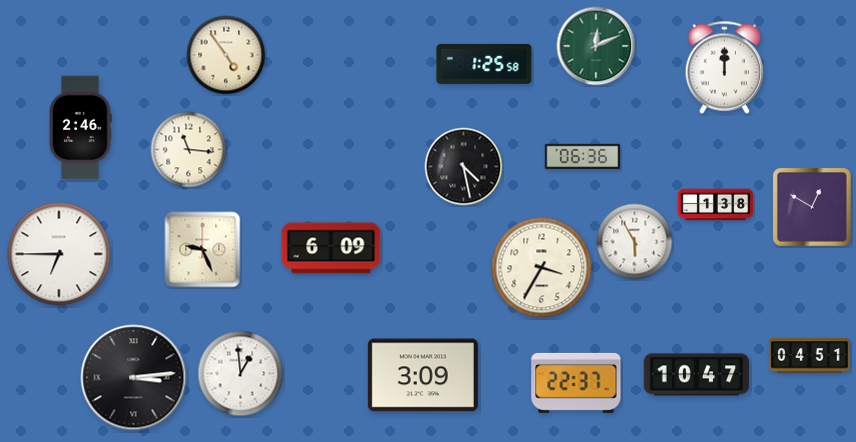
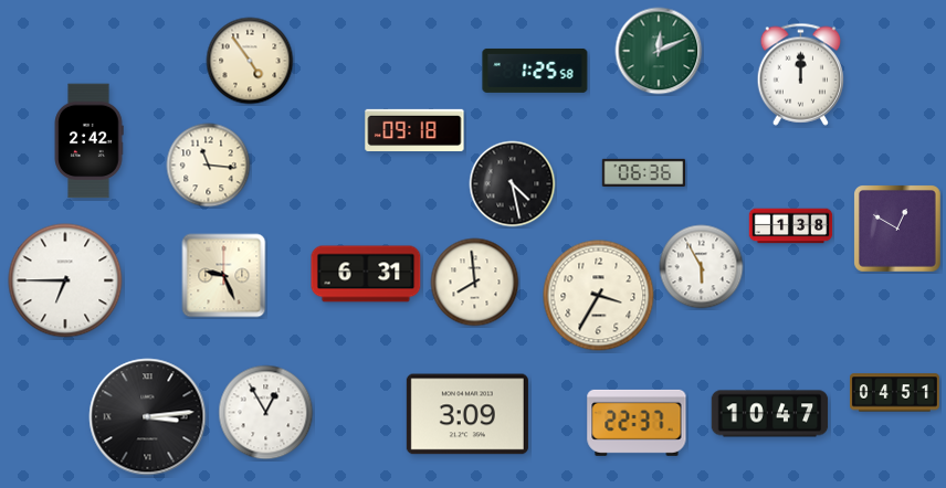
clock at (414, 129): none -> 09:18
clock at (80, 128): 2:46 -> 2:42
clock at (331, 248): 6:09 -> 6:31
clock at (475, 283): none -> 7:59
clock at (241, 374): 12:59 -> 12:55
